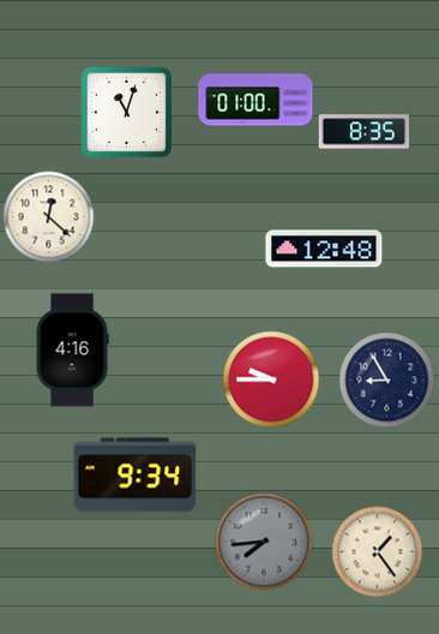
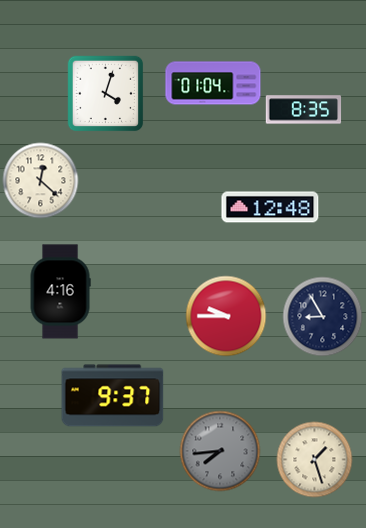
clock at (255, 100): 01:00 -> 01:04
clock at (126, 112): 11:03 -> 4:03
clock at (136, 475): 9:34 -> 9:37
clock at (378, 552): 1:24 -> 1:27
